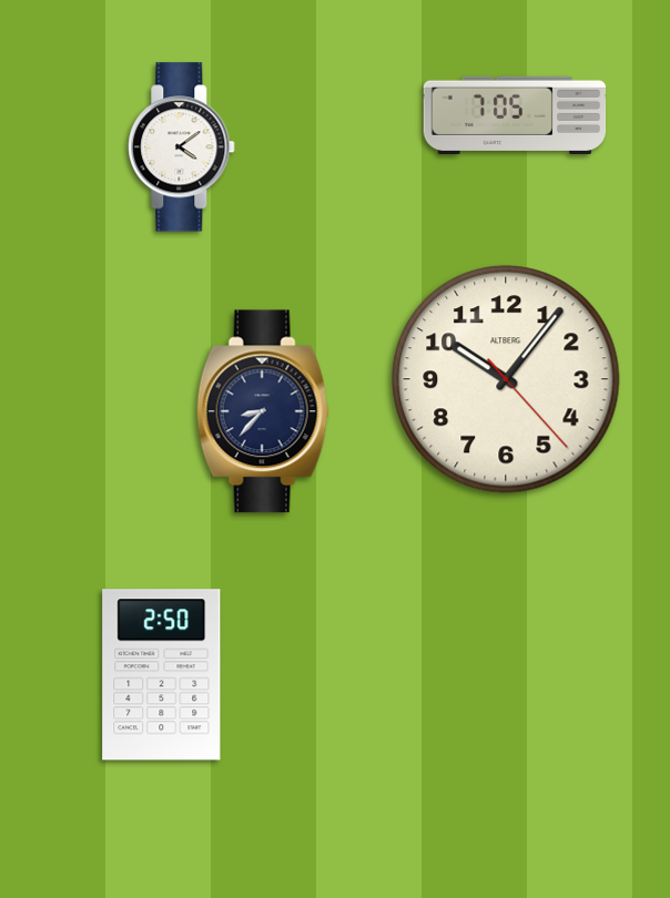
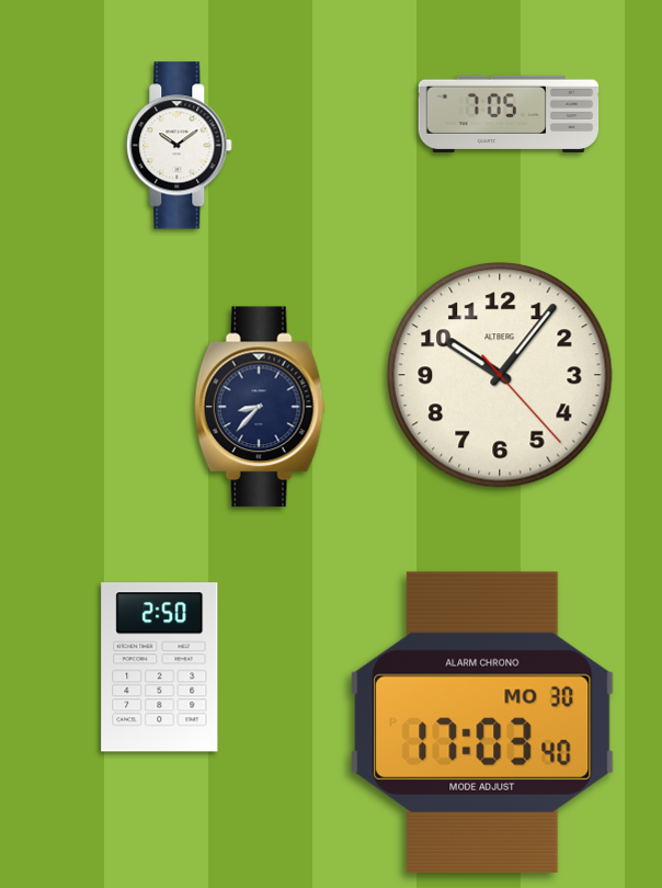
clock at (182, 147): 4:09 -> 10:09
clock at (482, 722): none -> 17:03
